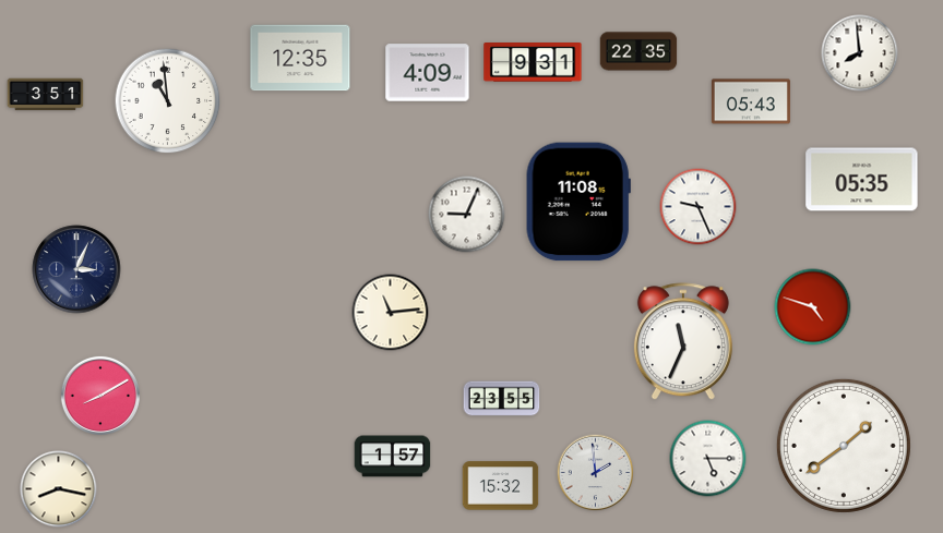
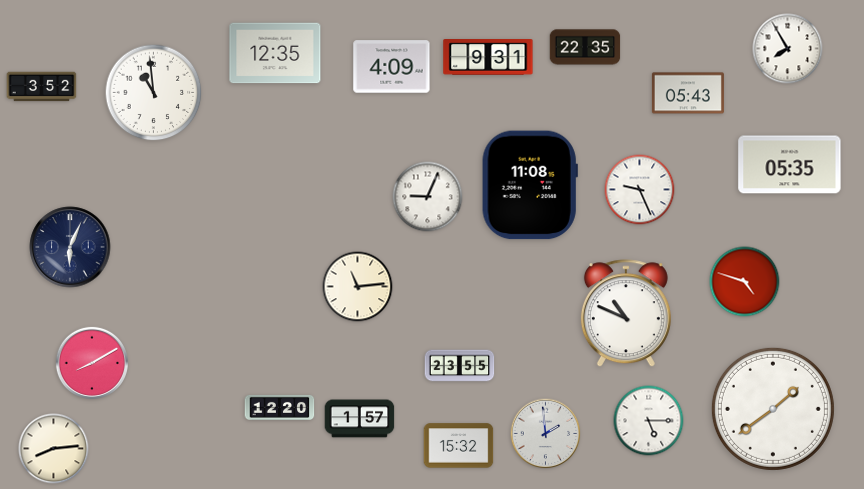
clock at (860, 53): 7:59 -> 7:55
clock at (46, 95): 3:51 -> 3:52
clock at (76, 269): 3:04 -> 6:04
clock at (683, 342): 11:34 -> 10:49
clock at (280, 407): none -> 12:20
clock at (59, 489): 8:17 -> 8:14
